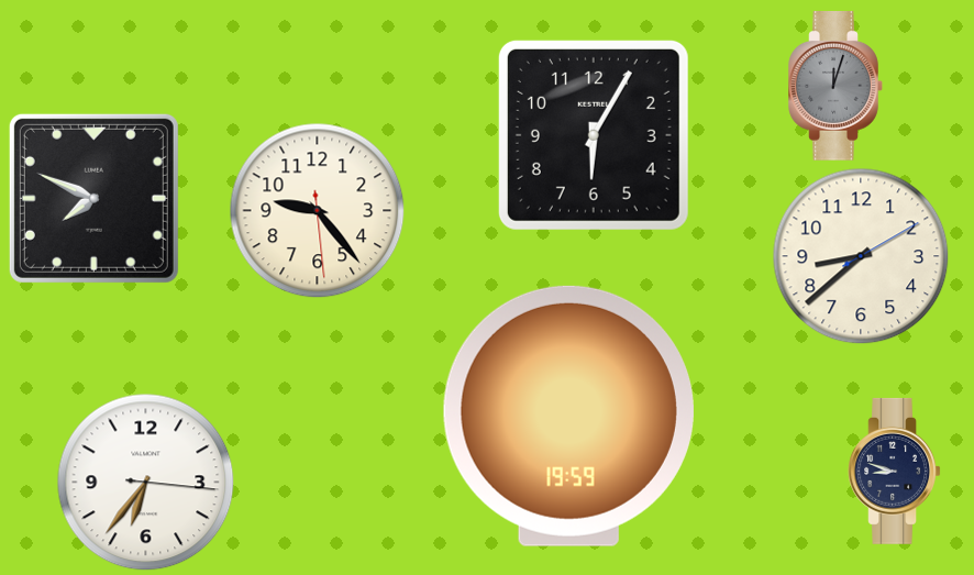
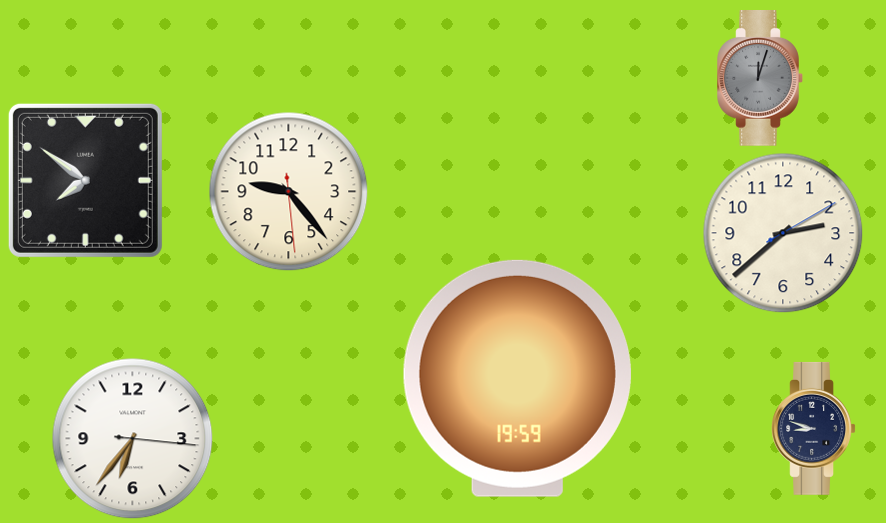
clock at (594, 135): 6:05 -> none
clock at (93, 198): 7:49 -> 7:51
clock at (861, 256): 8:38 -> 2:38
